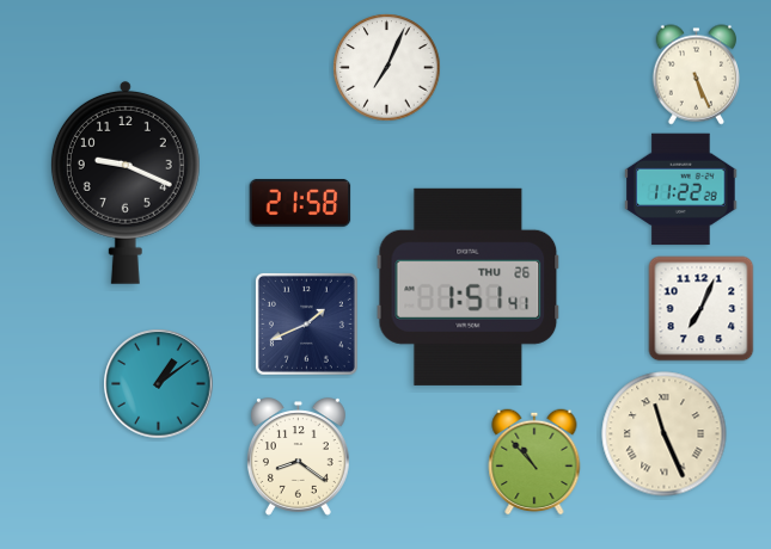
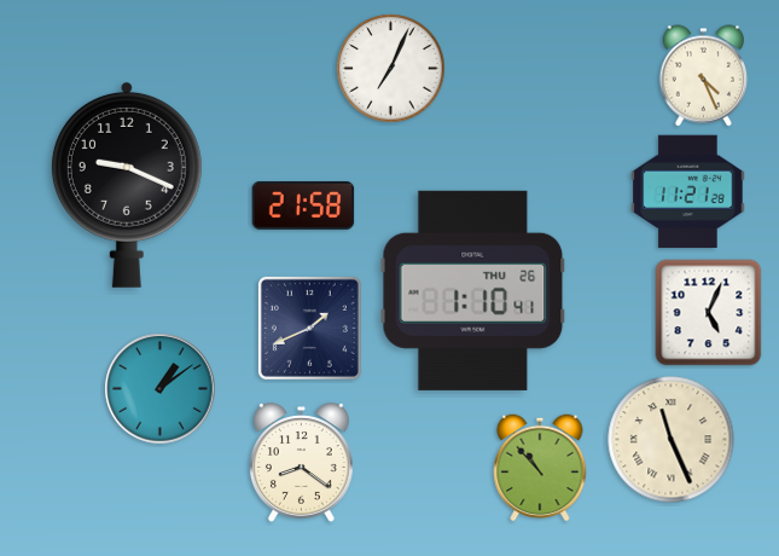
clock at (696, 75): 5:26 -> 4:26
clock at (681, 190): 11:22 -> 11:21
clock at (469, 286): 1:51 -> 1:10
clock at (702, 309): 7:04 -> 5:04
